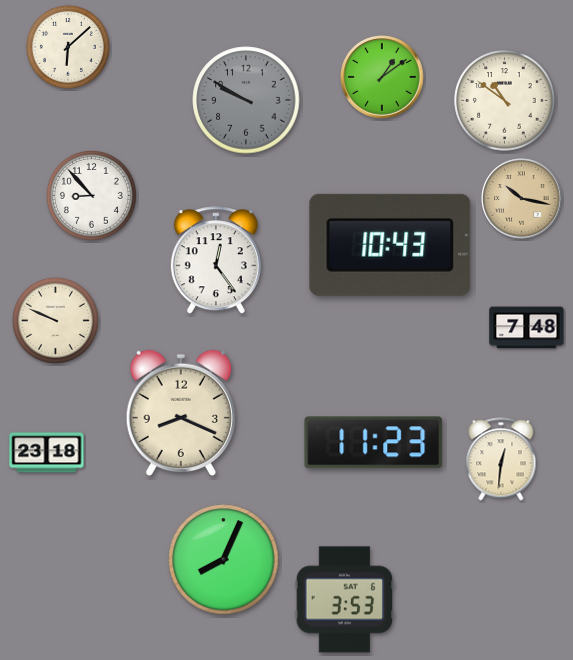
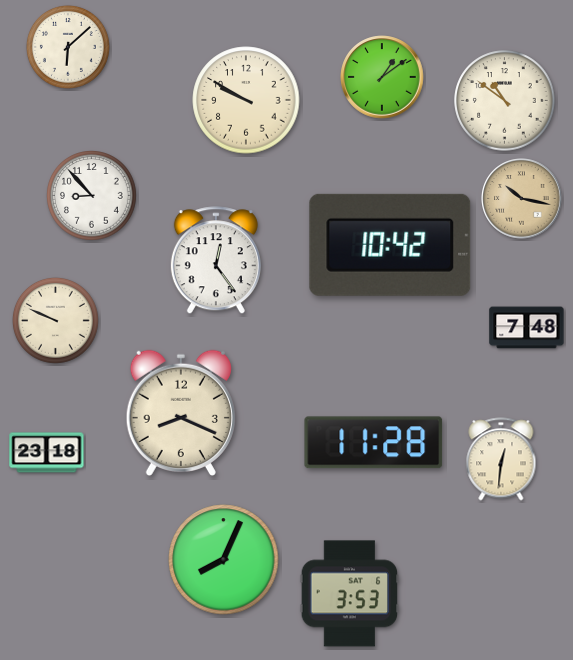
clock at (246, 100) dial: grey -> cream
clock at (390, 245): 10:43 -> 10:42
clock at (374, 443): 11:23 -> 11:28
clock at (345, 600) position: (345, 600) -> (350, 594)
